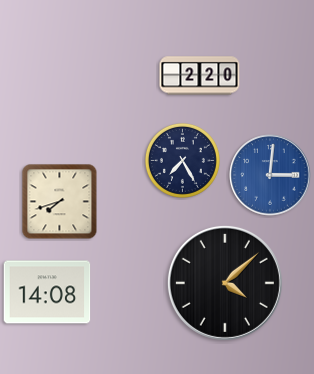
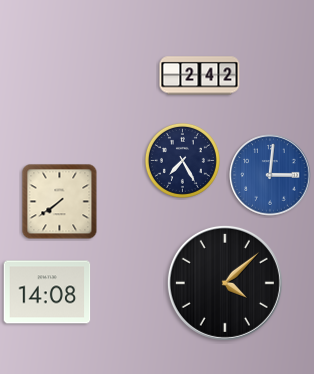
clock at (200, 76): 2:20 -> 2:42
clock at (60, 202): 7:42 -> 7:39
